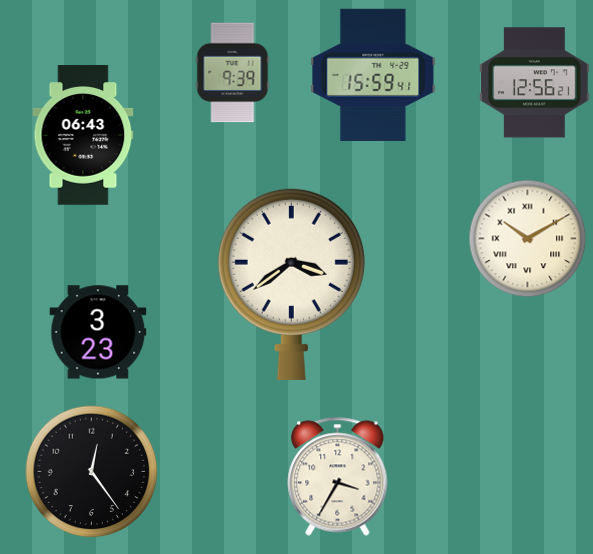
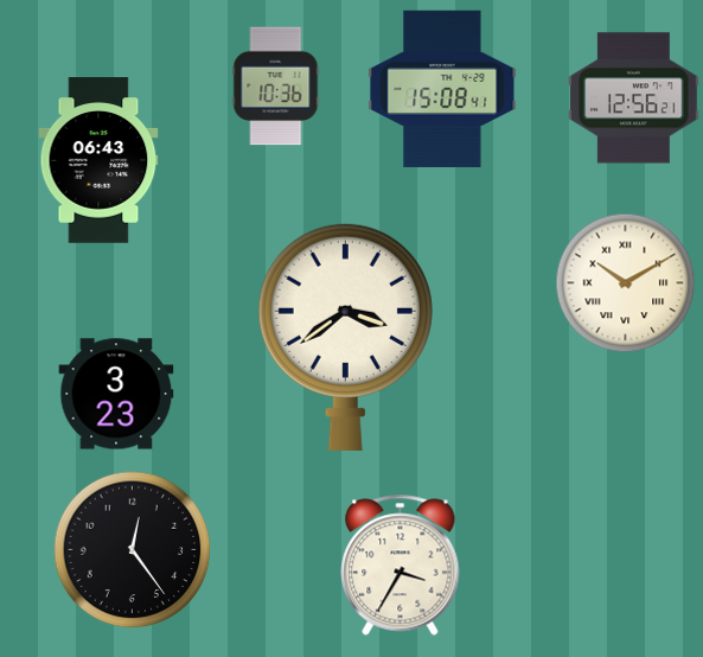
clock at (233, 73): 9:39 -> 10:36
clock at (373, 75): 15:59 -> 15:08
clock at (92, 472) position: (92, 472) -> (133, 550)
